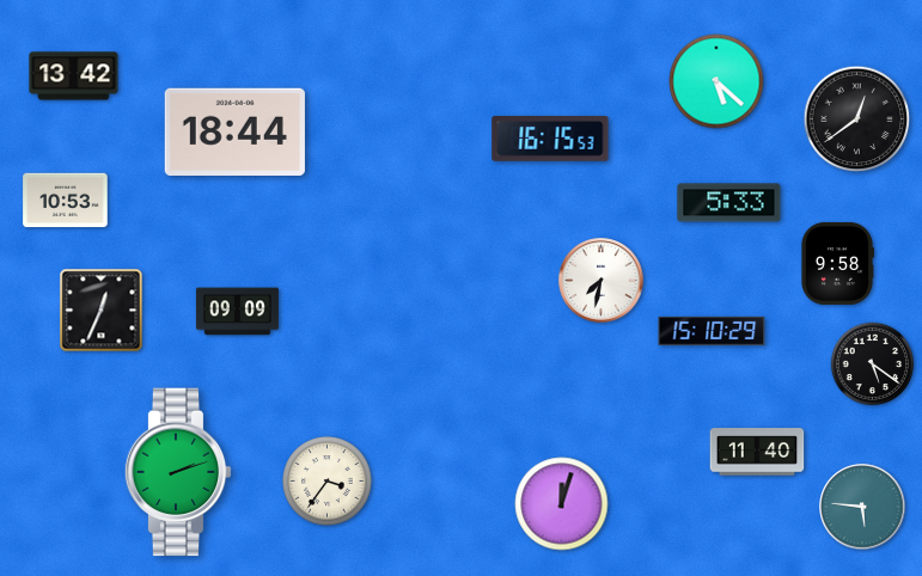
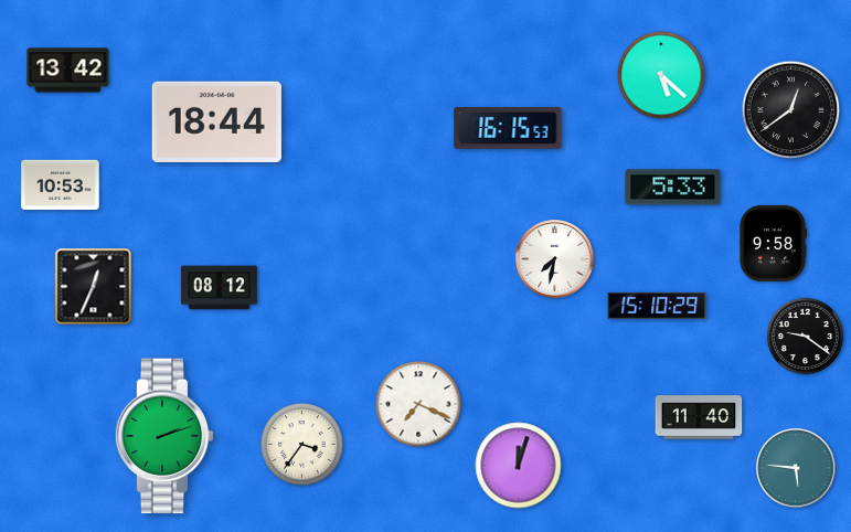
clock at (237, 312): 09:09 -> 08:12
clock at (873, 364): 5:21 -> 9:21
clock at (418, 404): none -> 7:19
